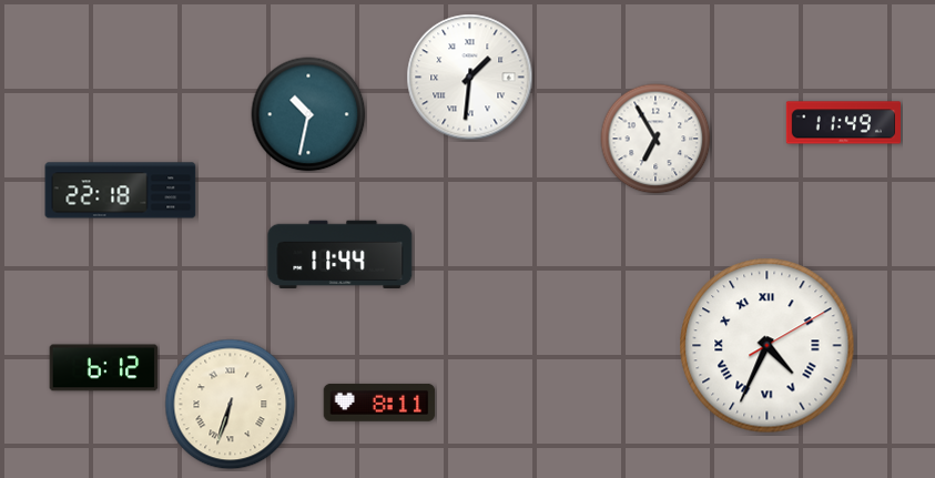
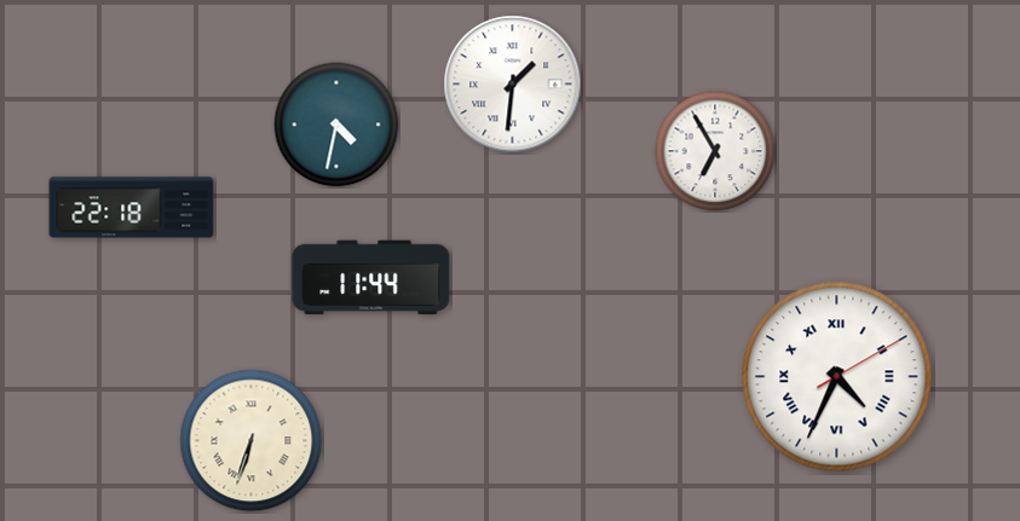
clock at (308, 114): 10:32 -> 4:32
clock at (843, 123): 11:49 -> none
clock at (104, 368): 6:12 -> none
clock at (379, 403): 8:11 -> none
